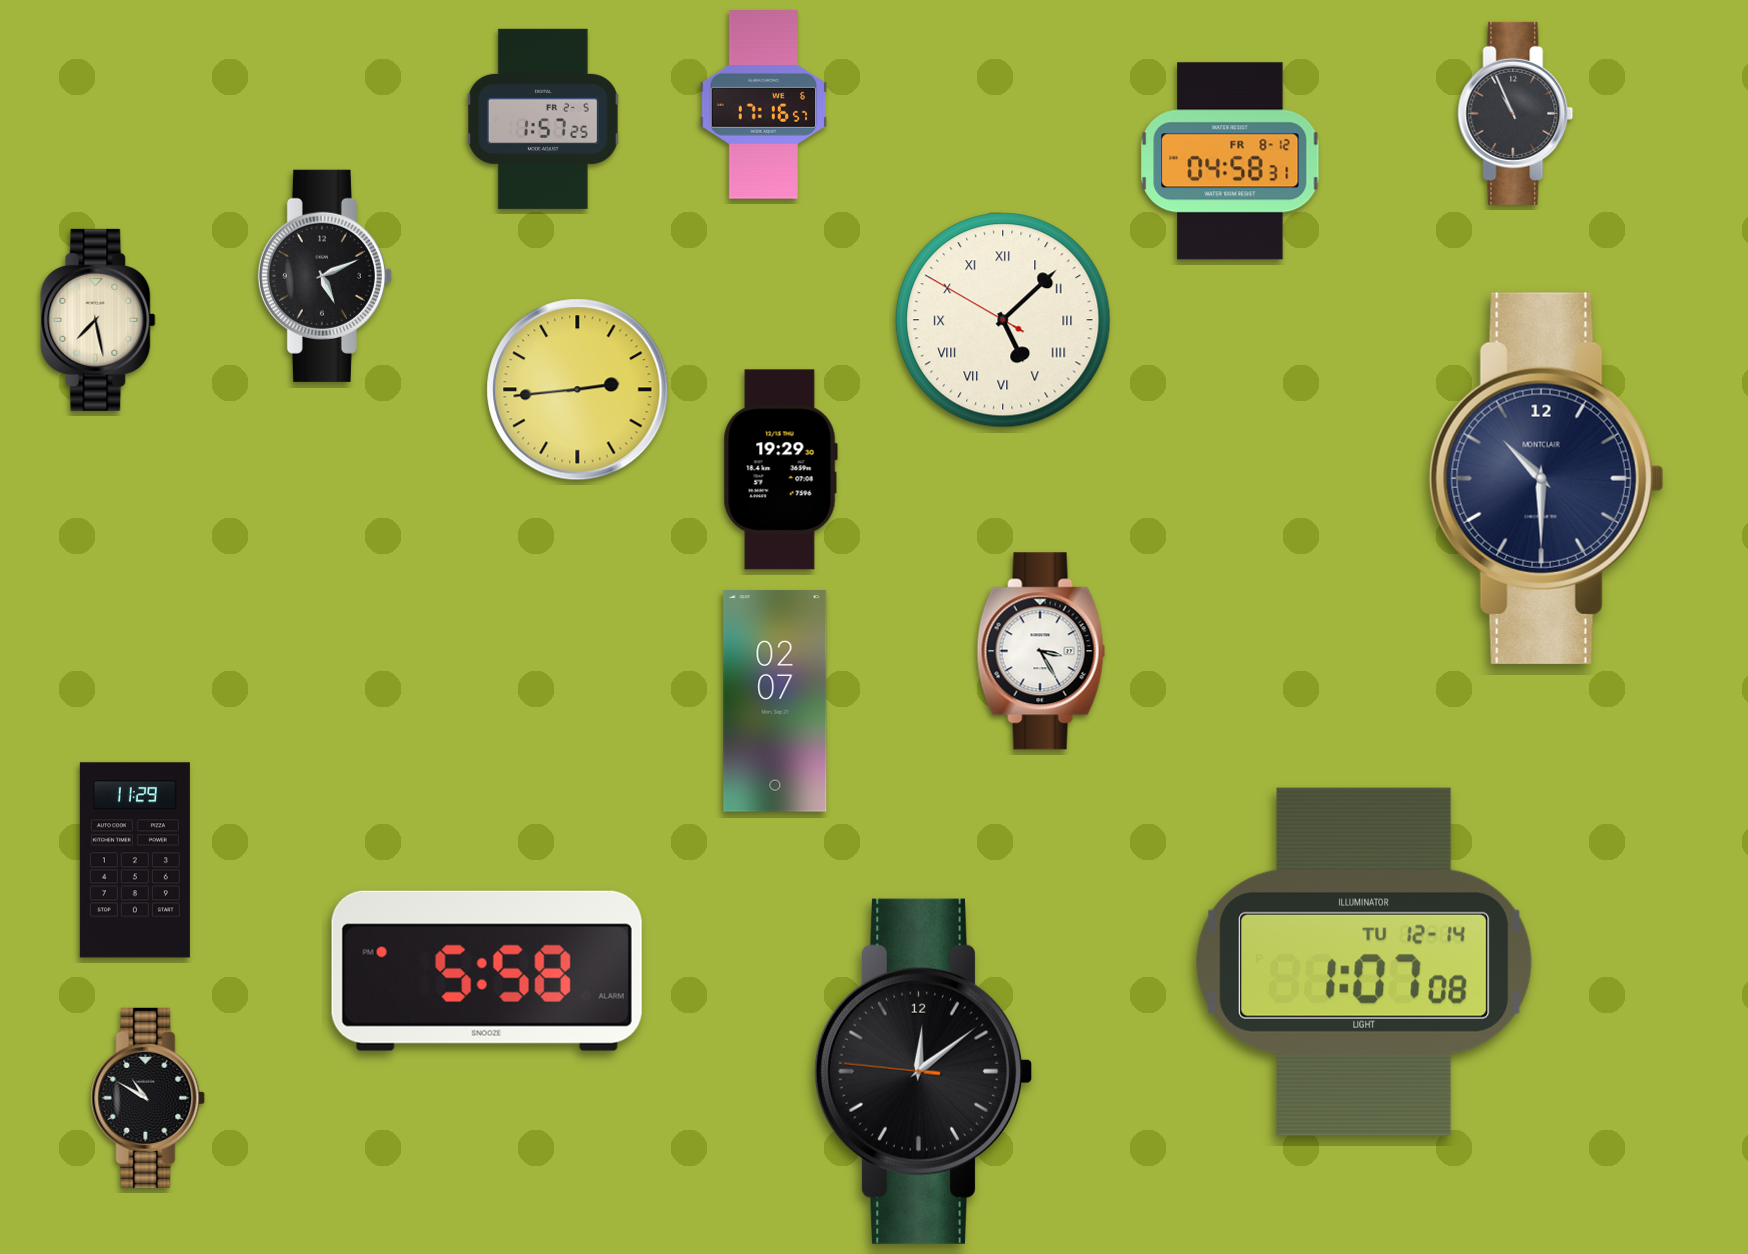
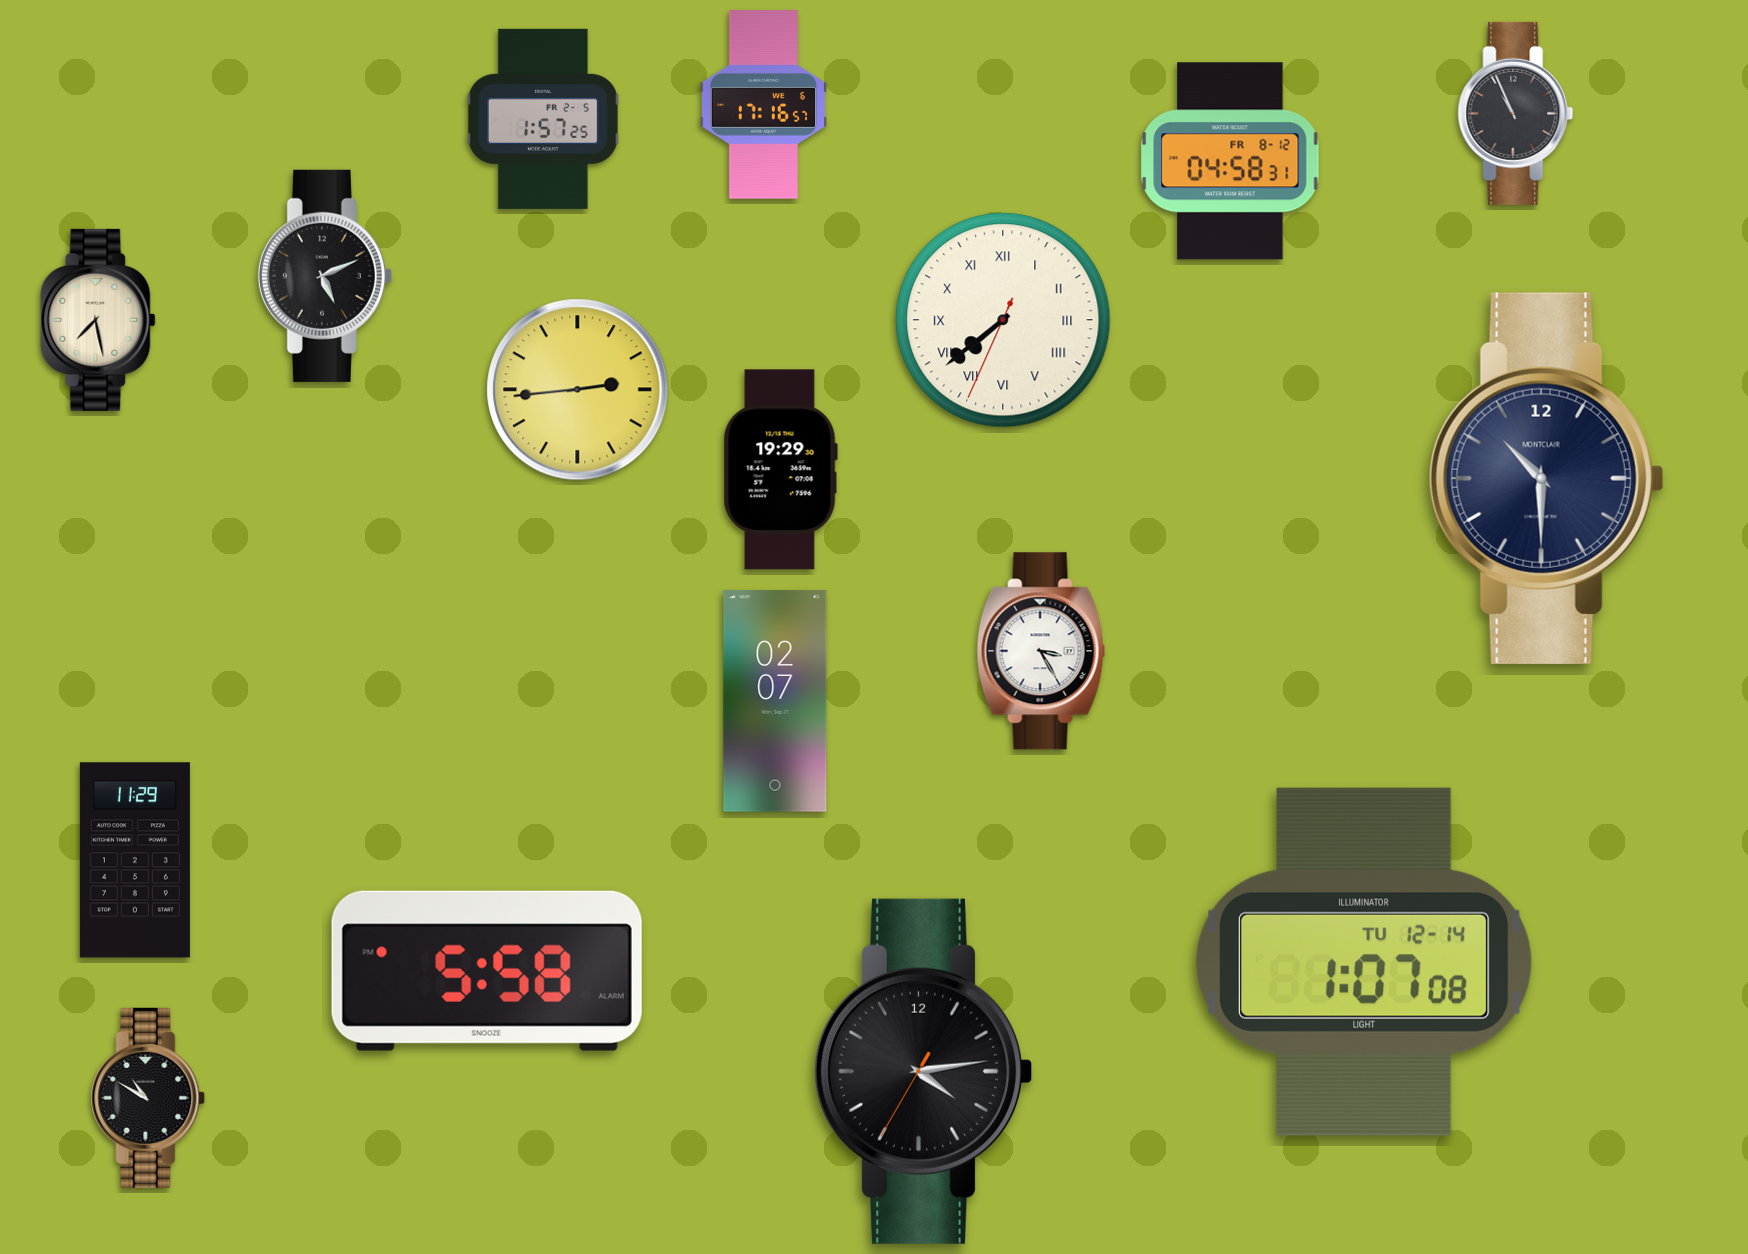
clock at (1003, 320): 5:07 -> 7:38
clock at (923, 1071): 12:08 -> 4:13
